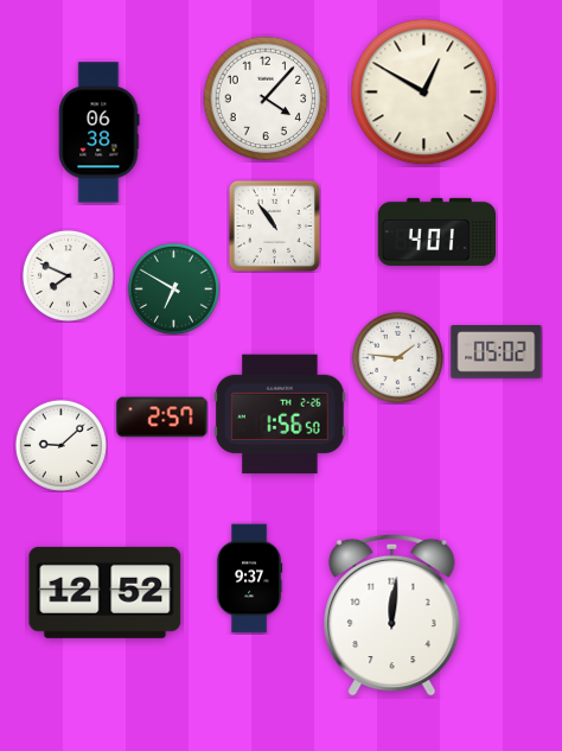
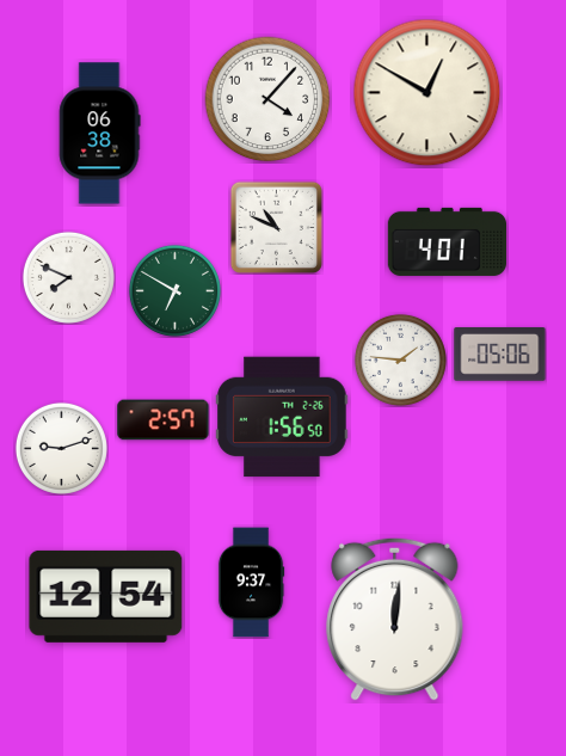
clock at (274, 225): 10:54 -> 10:49
clock at (436, 231) position: (436, 231) -> (447, 241)
clock at (497, 352): 05:02 -> 05:06
clock at (60, 445): 9:08 -> 9:12
clock at (106, 592): 12:52 -> 12:54
